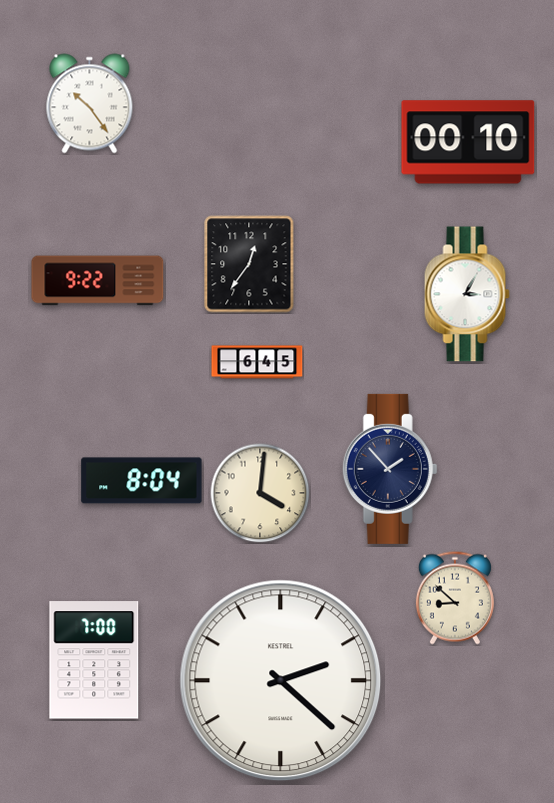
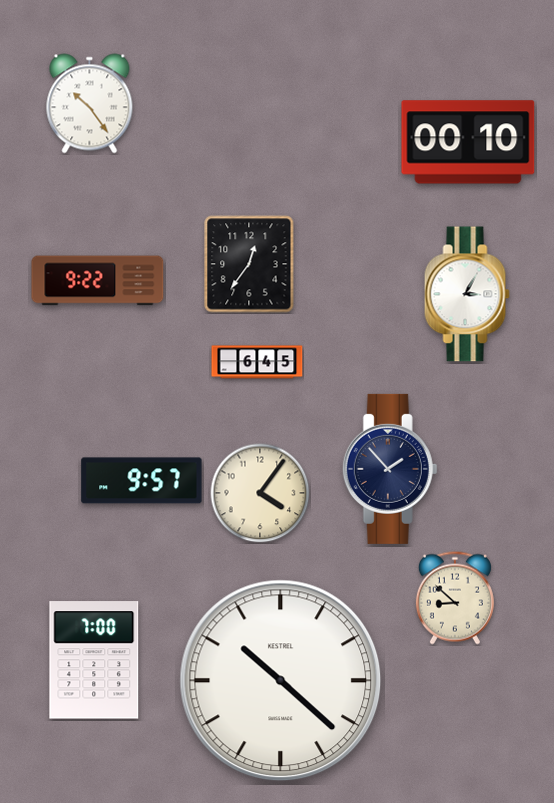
clock at (142, 481): 8:04 -> 9:57
clock at (260, 493): 4:01 -> 4:06
clock at (281, 681): 2:22 -> 10:22
